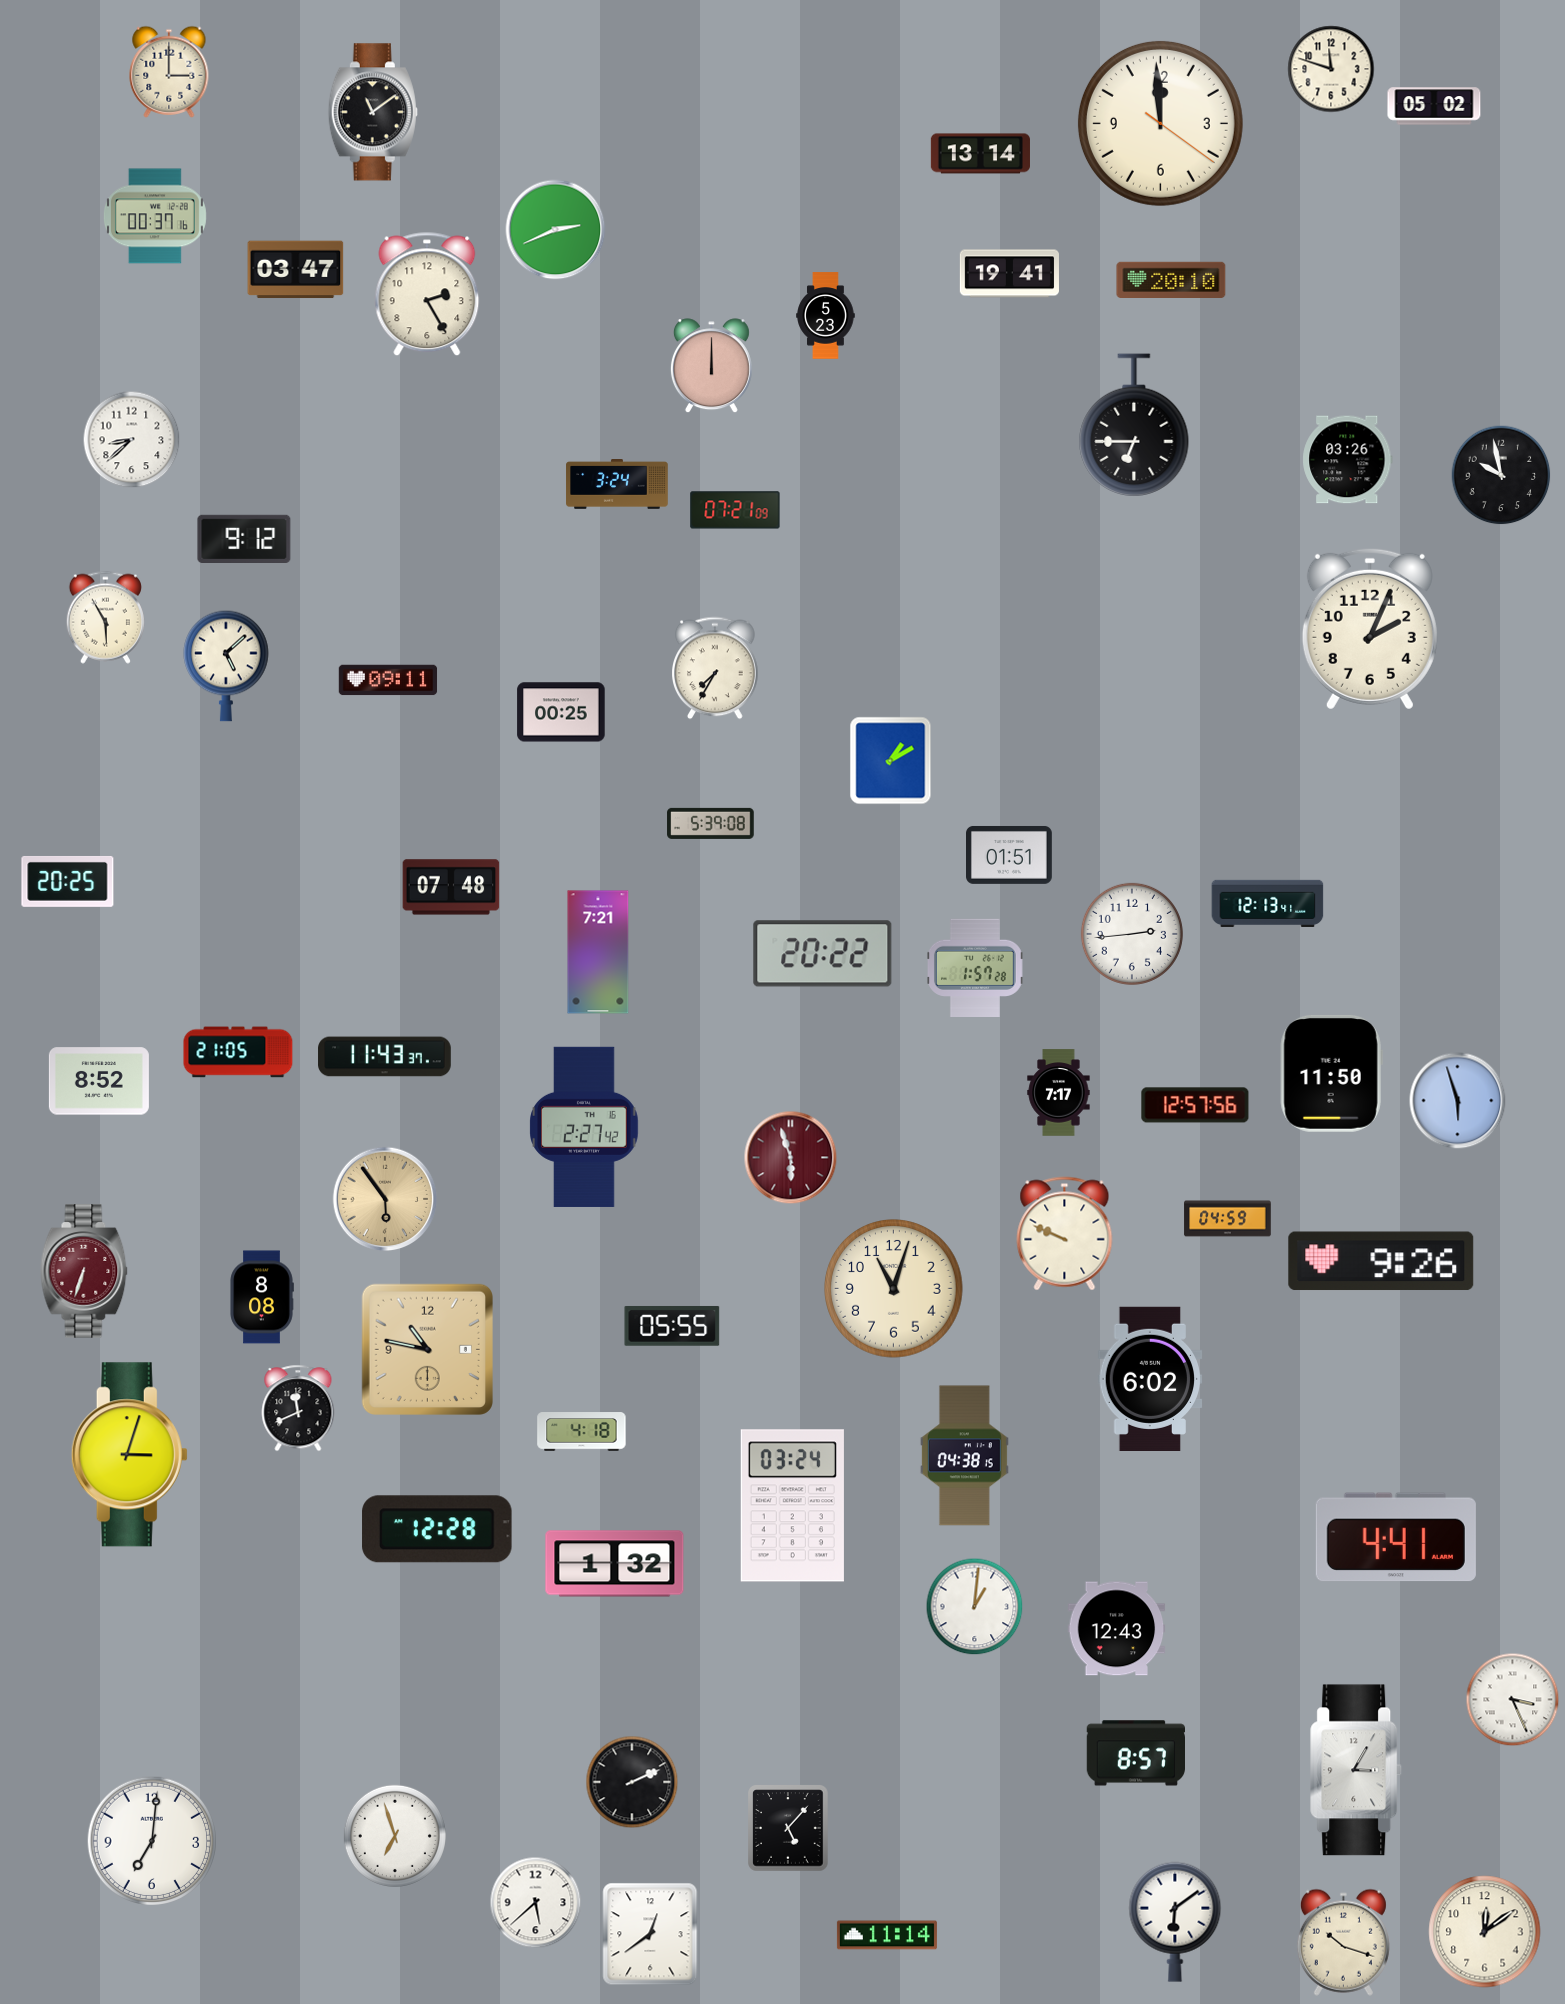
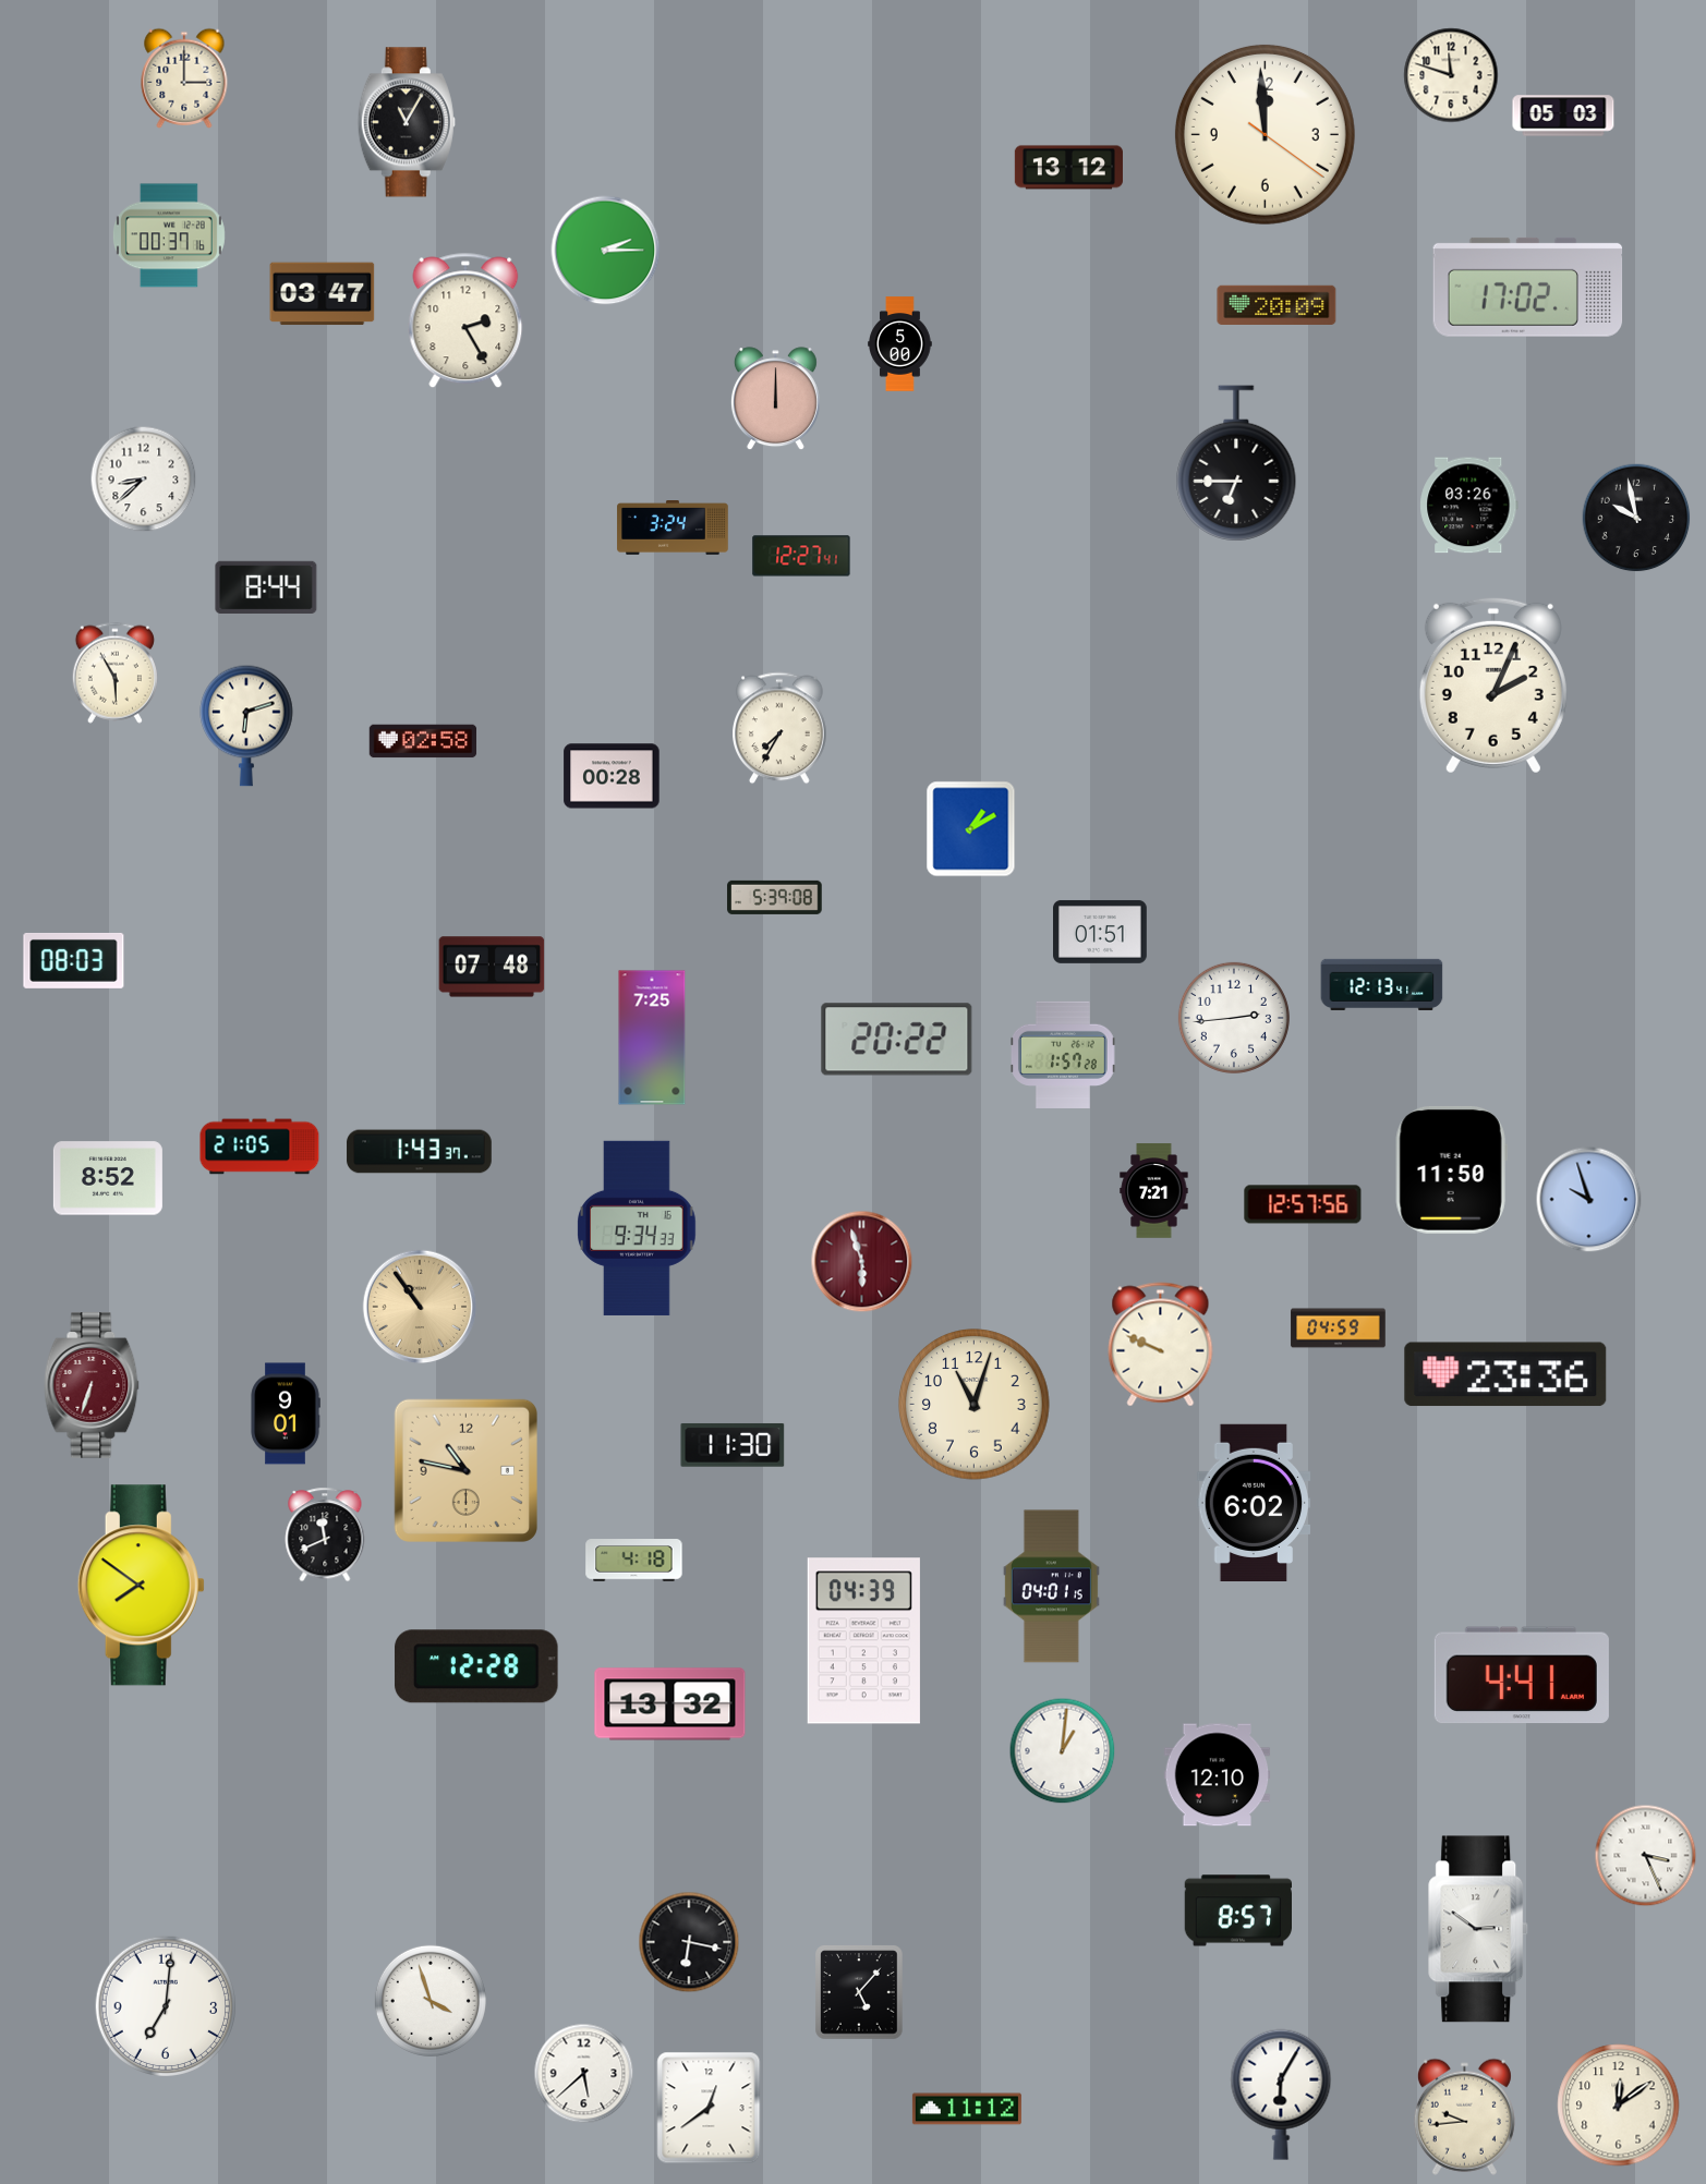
clock at (1434, 106): 05:02 -> 05:03
clock at (373, 112): 11:09 -> 11:05
clock at (980, 154): 13:14 -> 13:12
clock at (556, 230): 2:41 -> 2:15
clock at (1528, 287): none -> 17:02
clock at (1009, 274): 19:41 -> none
clock at (1171, 279): 20:10 -> 20:09
clock at (826, 316): 5:23 -> 5:00
clock at (1348, 460) position: (1348, 460) -> (1469, 506)
clock at (735, 510): 07:21 -> 12:27
clock at (244, 538): 9:12 -> 8:44
clock at (226, 666): 5:08 -> 6:12
clock at (388, 680): 09:11 -> 02:58
clock at (561, 712): 00:25 -> 00:28
clock at (68, 881): 20:25 -> 08:03
clock at (598, 952): 7:21 -> 7:25
clock at (385, 1057): 11:43 -> 1:43
clock at (1059, 1093): 7:17 -> 7:21
clock at (1458, 1101): 5:57 -> 9:57
clock at (584, 1127): 2:27 -> 9:34
clock at (385, 1199): 5:54 -> 10:54
clock at (1381, 1261): 9:26 -> 23:36
clock at (262, 1297): 8:08 -> 9:01
clock at (672, 1326): 05:55 -> 11:30
clock at (129, 1455): 3:03 -> 7:51
clock at (964, 1456): 04:38 -> 04:01
clock at (792, 1506): 03:24 -> 04:39
clock at (615, 1564): 1:32 -> 13:32
clock at (1117, 1629): 12:43 -> 12:10
clock at (1513, 1700) position: (1513, 1700) -> (1646, 1856)
clock at (1357, 1770): 3:05 -> 2:51
clock at (632, 1782): 2:11 -> 6:17
clock at (395, 1836): 6:57 -> 3:57
clock at (1175, 1922): 6:09 -> 6:05
clock at (887, 1935): 11:14 -> 11:12
clock at (1343, 1942): 10:18 -> 9:44
